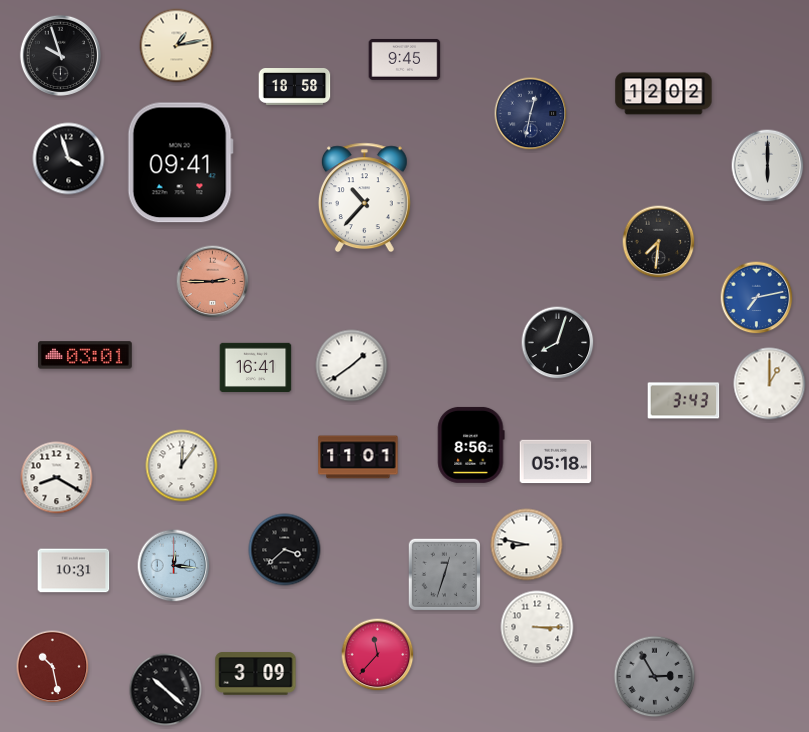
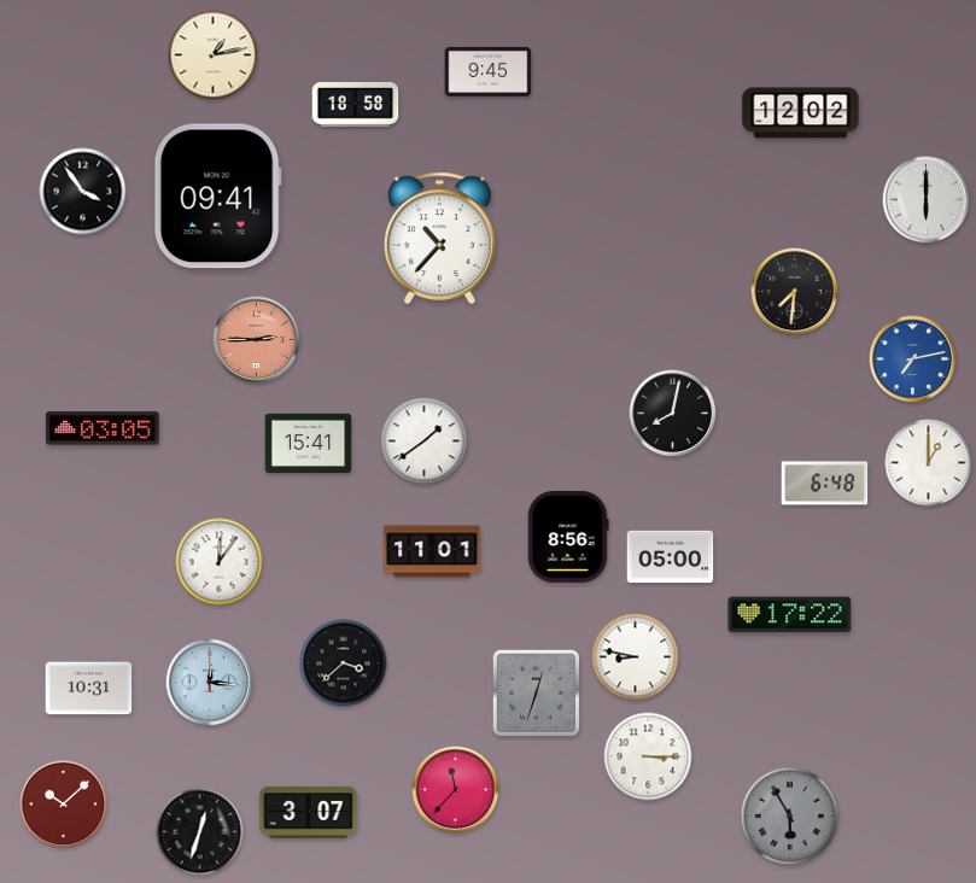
clock at (60, 55): 9:57 -> none
clock at (531, 114): 12:32 -> none
clock at (69, 159): 3:57 -> 3:54
clock at (558, 343): 8:03 -> 8:02
clock at (85, 355): 03:01 -> 03:05
clock at (256, 367): 16:41 -> 15:41
clock at (684, 401): 3:43 -> 6:48
clock at (556, 462): 05:18 -> 05:00
clock at (57, 478): 8:20 -> none
clock at (790, 615): none -> 17:22
clock at (53, 667): 10:28 -> 10:08
clock at (256, 674): 3:09 -> 3:07
clock at (655, 677): 2:55 -> 5:55
clock at (166, 690): 10:22 -> 12:33
